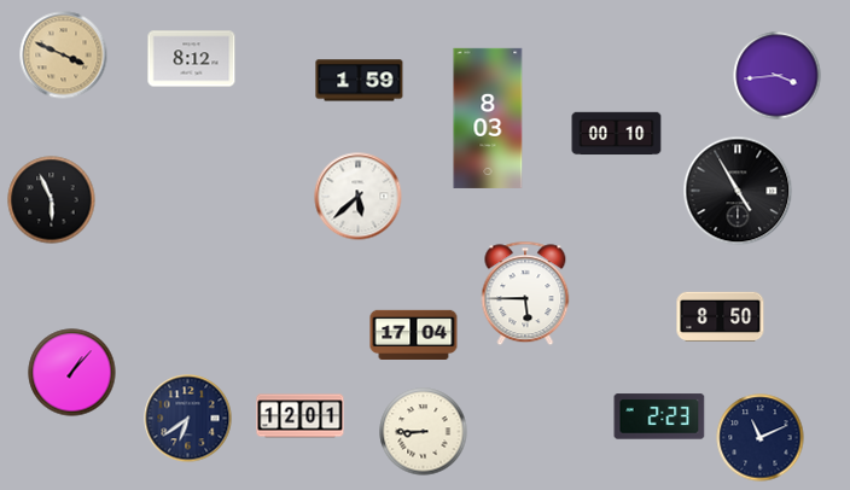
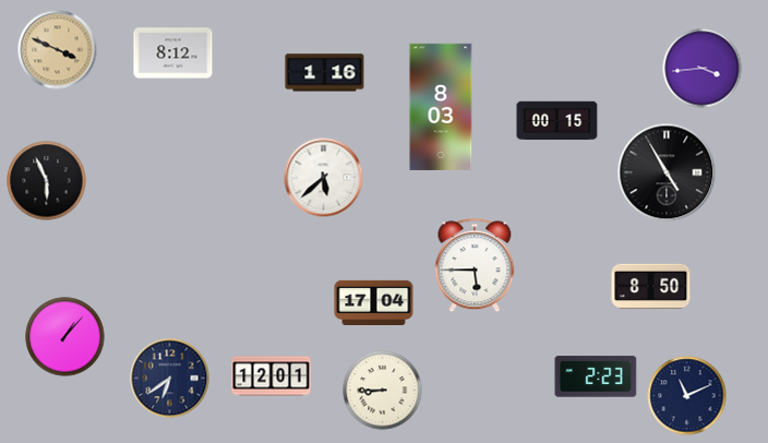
clock at (360, 81): 1:59 -> 1:16
clock at (617, 134): 00:10 -> 00:15
